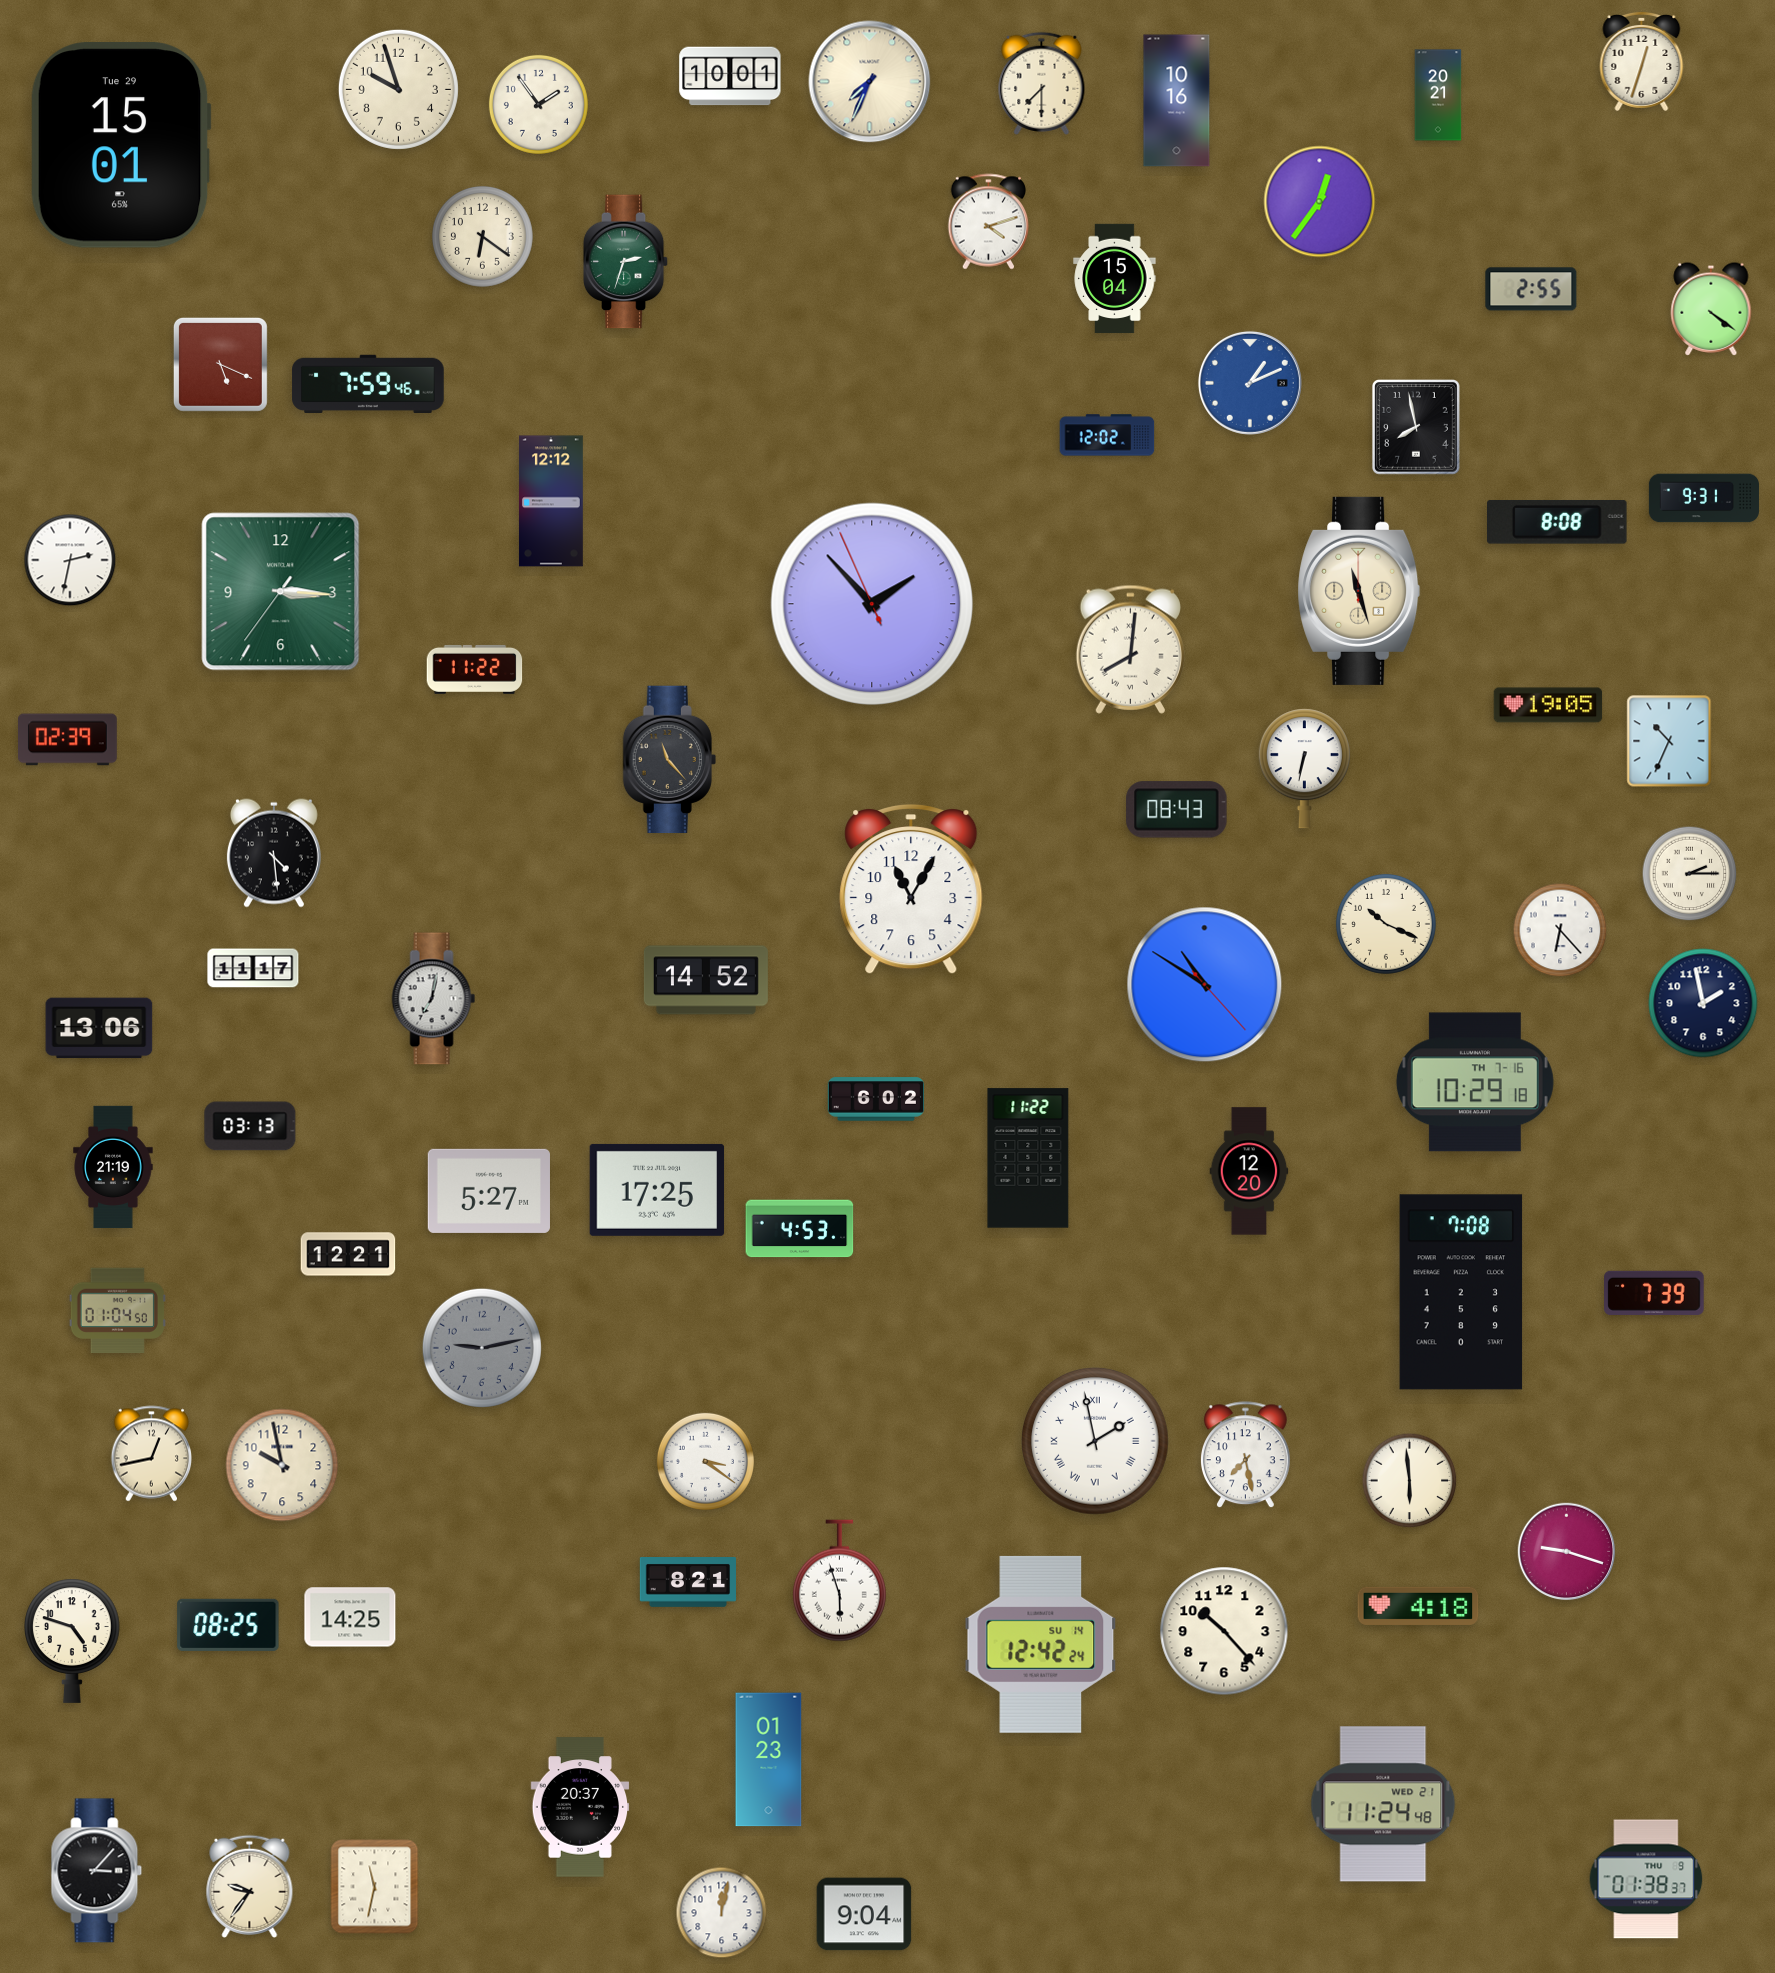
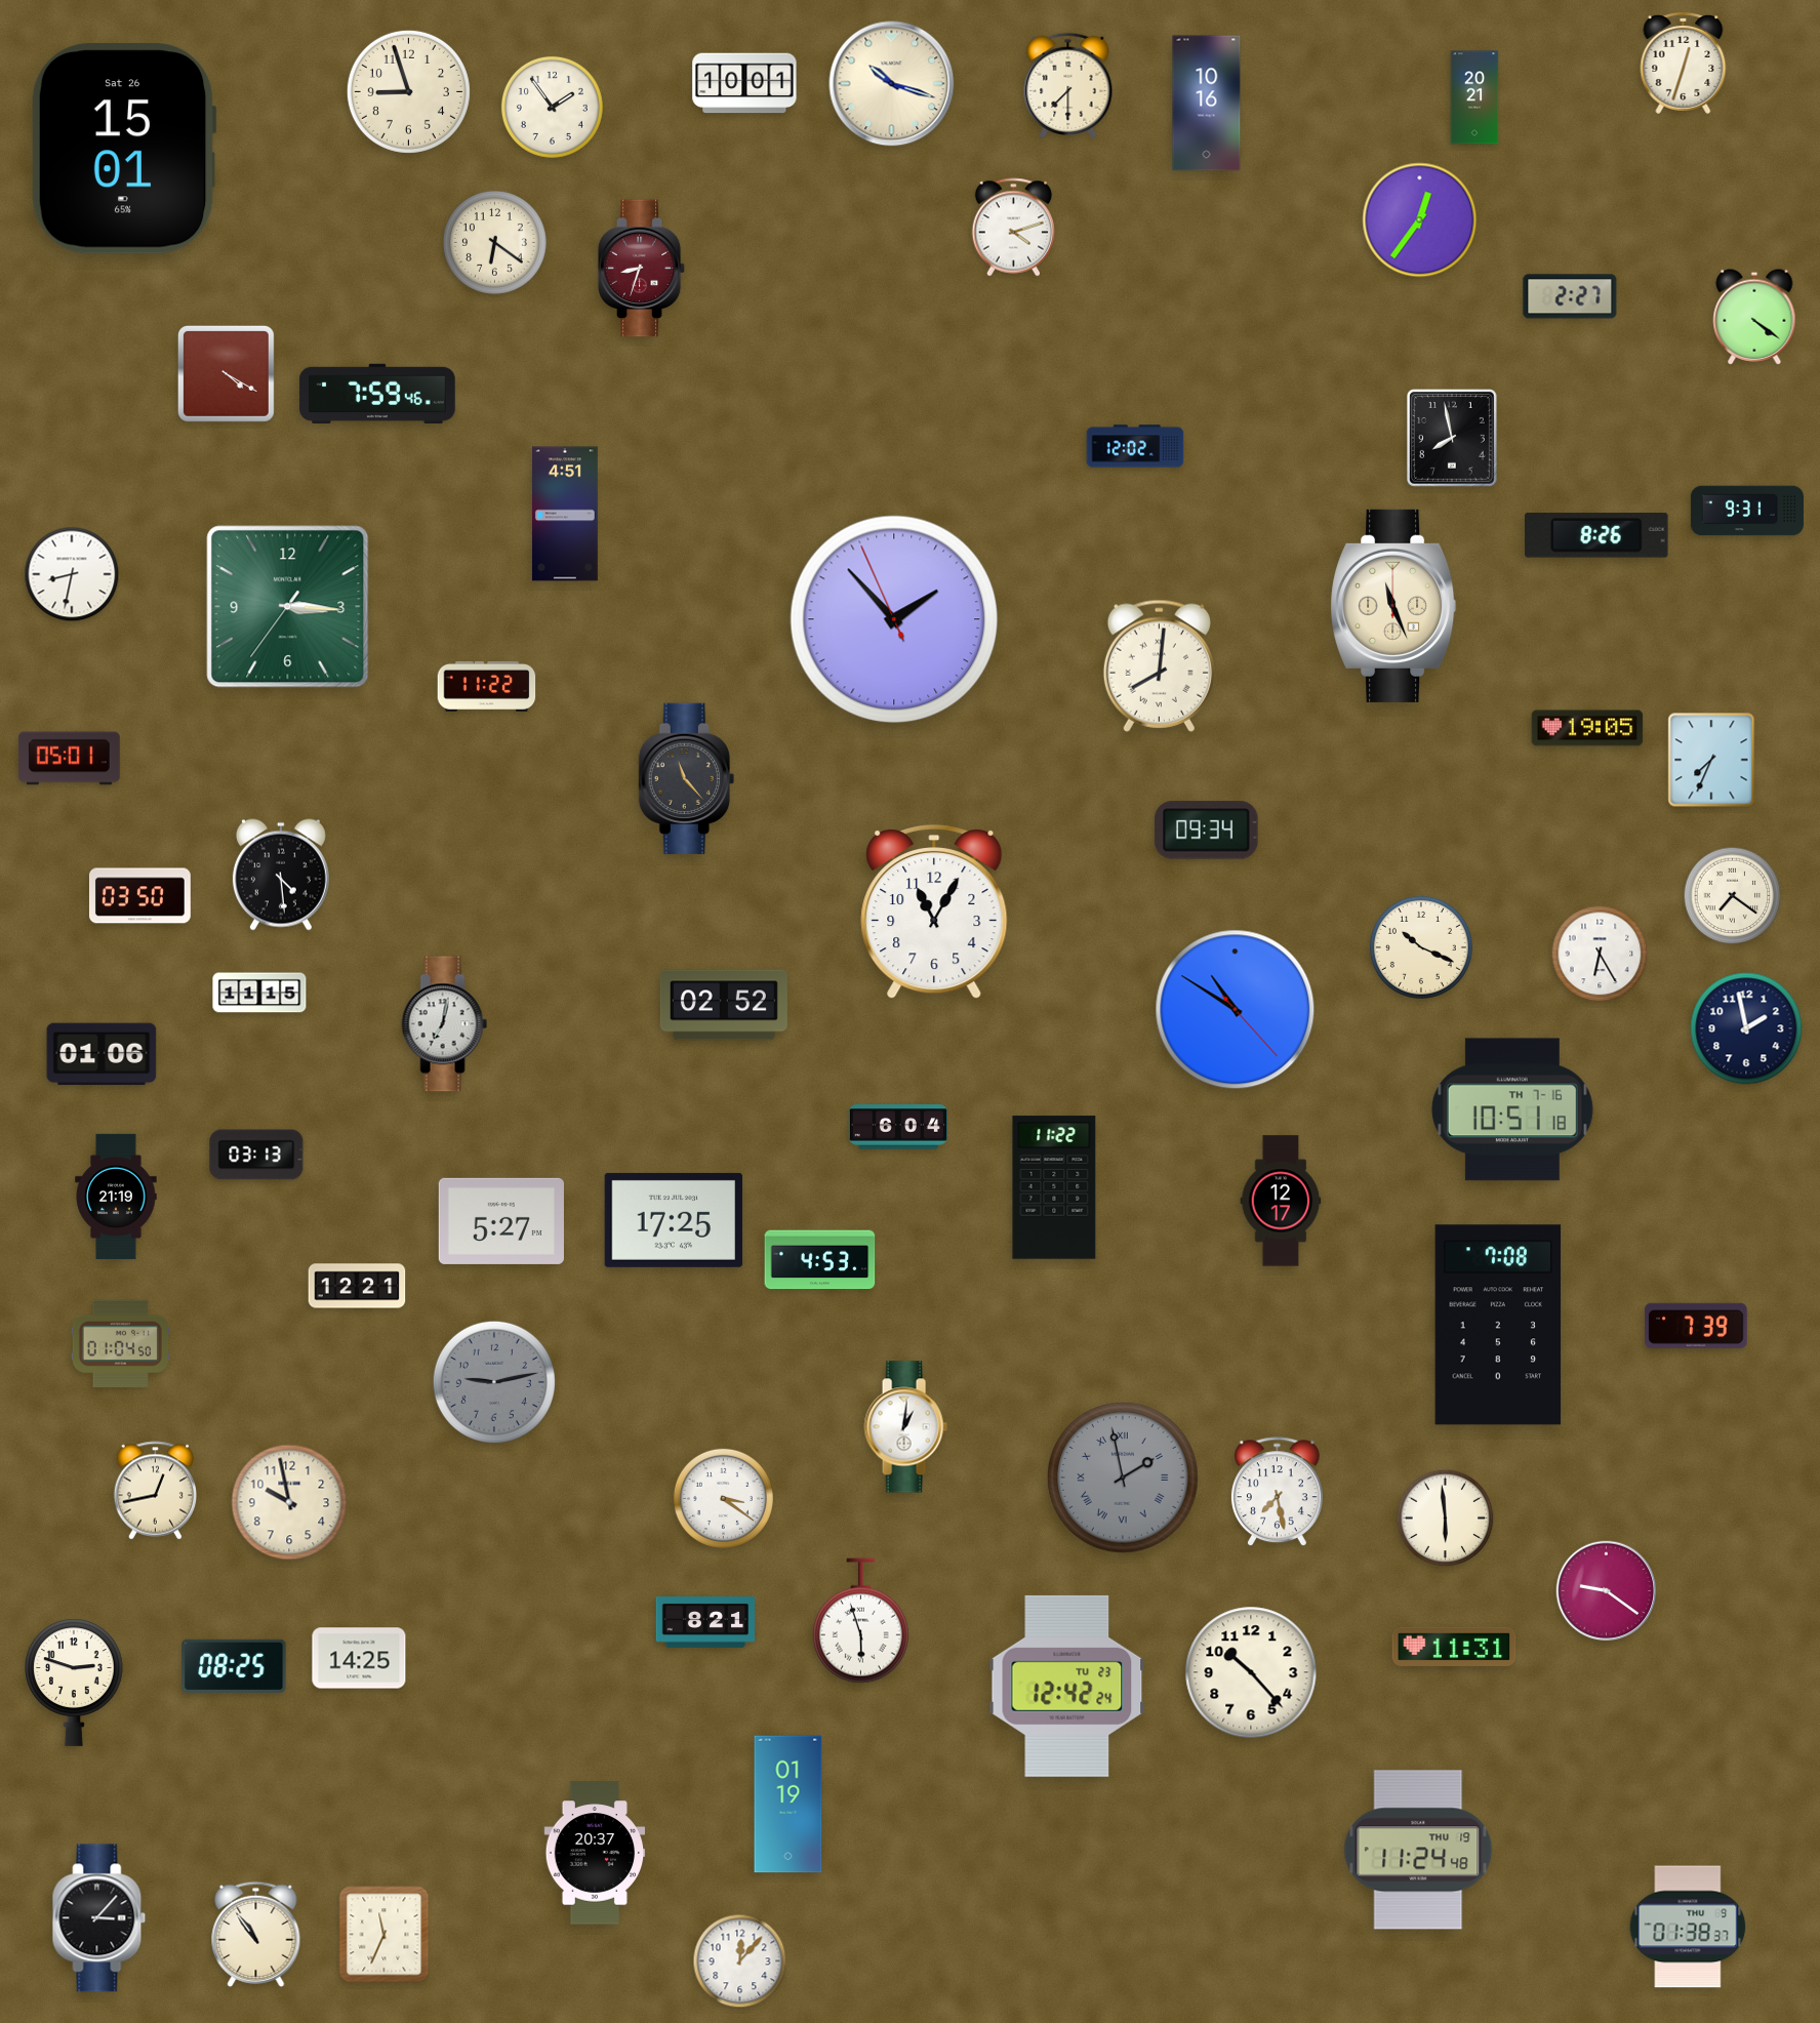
clock at (730, 76) position: (730, 76) -> (744, 83)
clock at (870, 82): 7:34 -> 10:18
clock at (398, 89): 9:57 -> 8:57
clock at (121, 145) date: Tue 29 -> Sat 26
clock at (1320, 202) position: (1320, 202) -> (1420, 220)
clock at (626, 262): 2:33 -> 8:33
clock at (626, 262) dial: green -> burgundy
clock at (1115, 279): 15:04 -> none
clock at (1531, 289): 2:55 -> 2:27
clock at (220, 364): 5:19 -> 4:20
clock at (1250, 383): 1:11 -> none
clock at (551, 501): 12:12 -> 4:51
clock at (1558, 523): 8:08 -> 8:26
clock at (70, 560): 2:32 -> 8:32
clock at (1359, 591): 11:27 -> 11:26
clock at (1548, 705) position: (1548, 705) -> (1587, 728)
clock at (67, 740): 02:39 -> 05:01
clock at (1669, 741): 10:34 -> 7:34
clock at (1304, 769): 6:32 -> none
clock at (1177, 810): 08:43 -> 09:34
clock at (139, 896): none -> 03:50
clock at (1690, 874): 2:15 -> 7:21
clock at (1560, 930): 6:23 -> 6:25
clock at (253, 968): 11:17 -> 11:15
clock at (706, 980): 14:52 -> 02:52
clock at (99, 1028): 13:06 -> 01:06
clock at (1475, 1082): 10:29 -> 10:51
clock at (875, 1099): 6:02 -> 6:04
clock at (1249, 1171): 12:20 -> 12:17
clock at (905, 1427): none -> 1:01
clock at (1095, 1441) dial: white -> grey
clock at (1567, 1552): 9:18 -> 9:21
clock at (1418, 1606): 4:18 -> 11:31
clock at (1224, 1631) position: (1224, 1631) -> (1251, 1672)
clock at (73, 1641): 4:48 -> 2:48
clock at (1041, 1644) date: SU 14 -> TU 23
clock at (769, 1760): 01:23 -> 01:19
clock at (1383, 1804) date: WED 21 -> THU 19
clock at (250, 1886): 9:36 -> 10:54
clock at (375, 1887): 11:32 -> 11:34
clock at (722, 1913): 12:02 -> 12:07
clock at (864, 1914): 9:04 -> none
